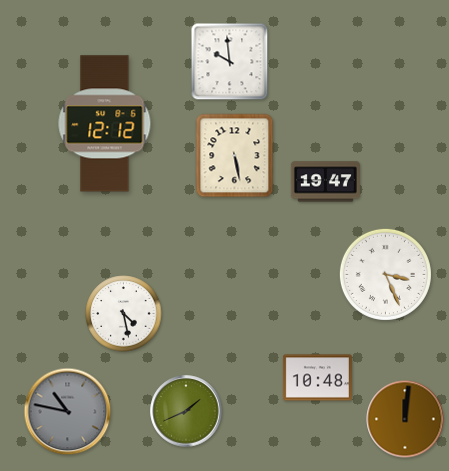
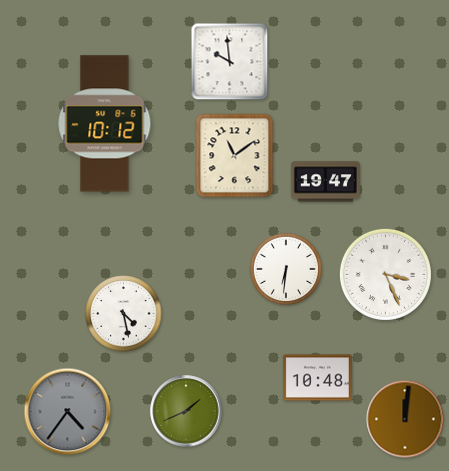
clock at (105, 124): 12:12 -> 10:12
clock at (235, 156): 5:28 -> 11:09
clock at (286, 269): none -> 6:31
clock at (68, 412): 10:47 -> 4:36
